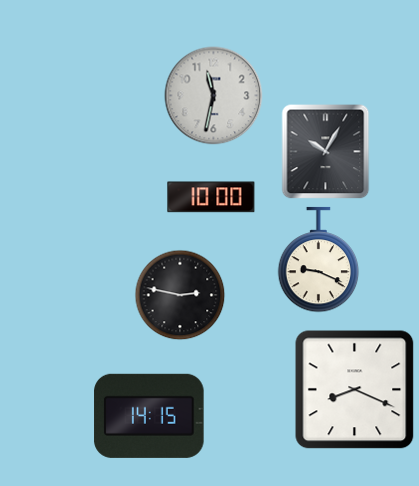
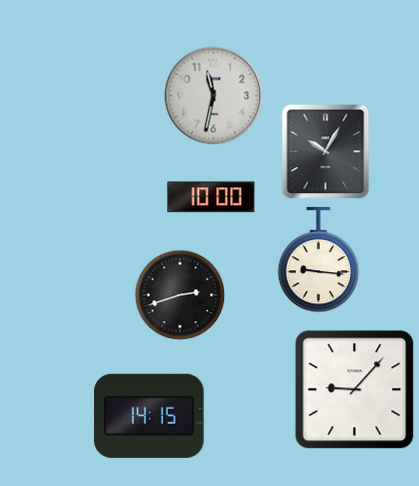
clock at (319, 260): 9:19 -> 9:16
clock at (180, 295): 2:47 -> 2:42
clock at (355, 390): 8:19 -> 9:07
